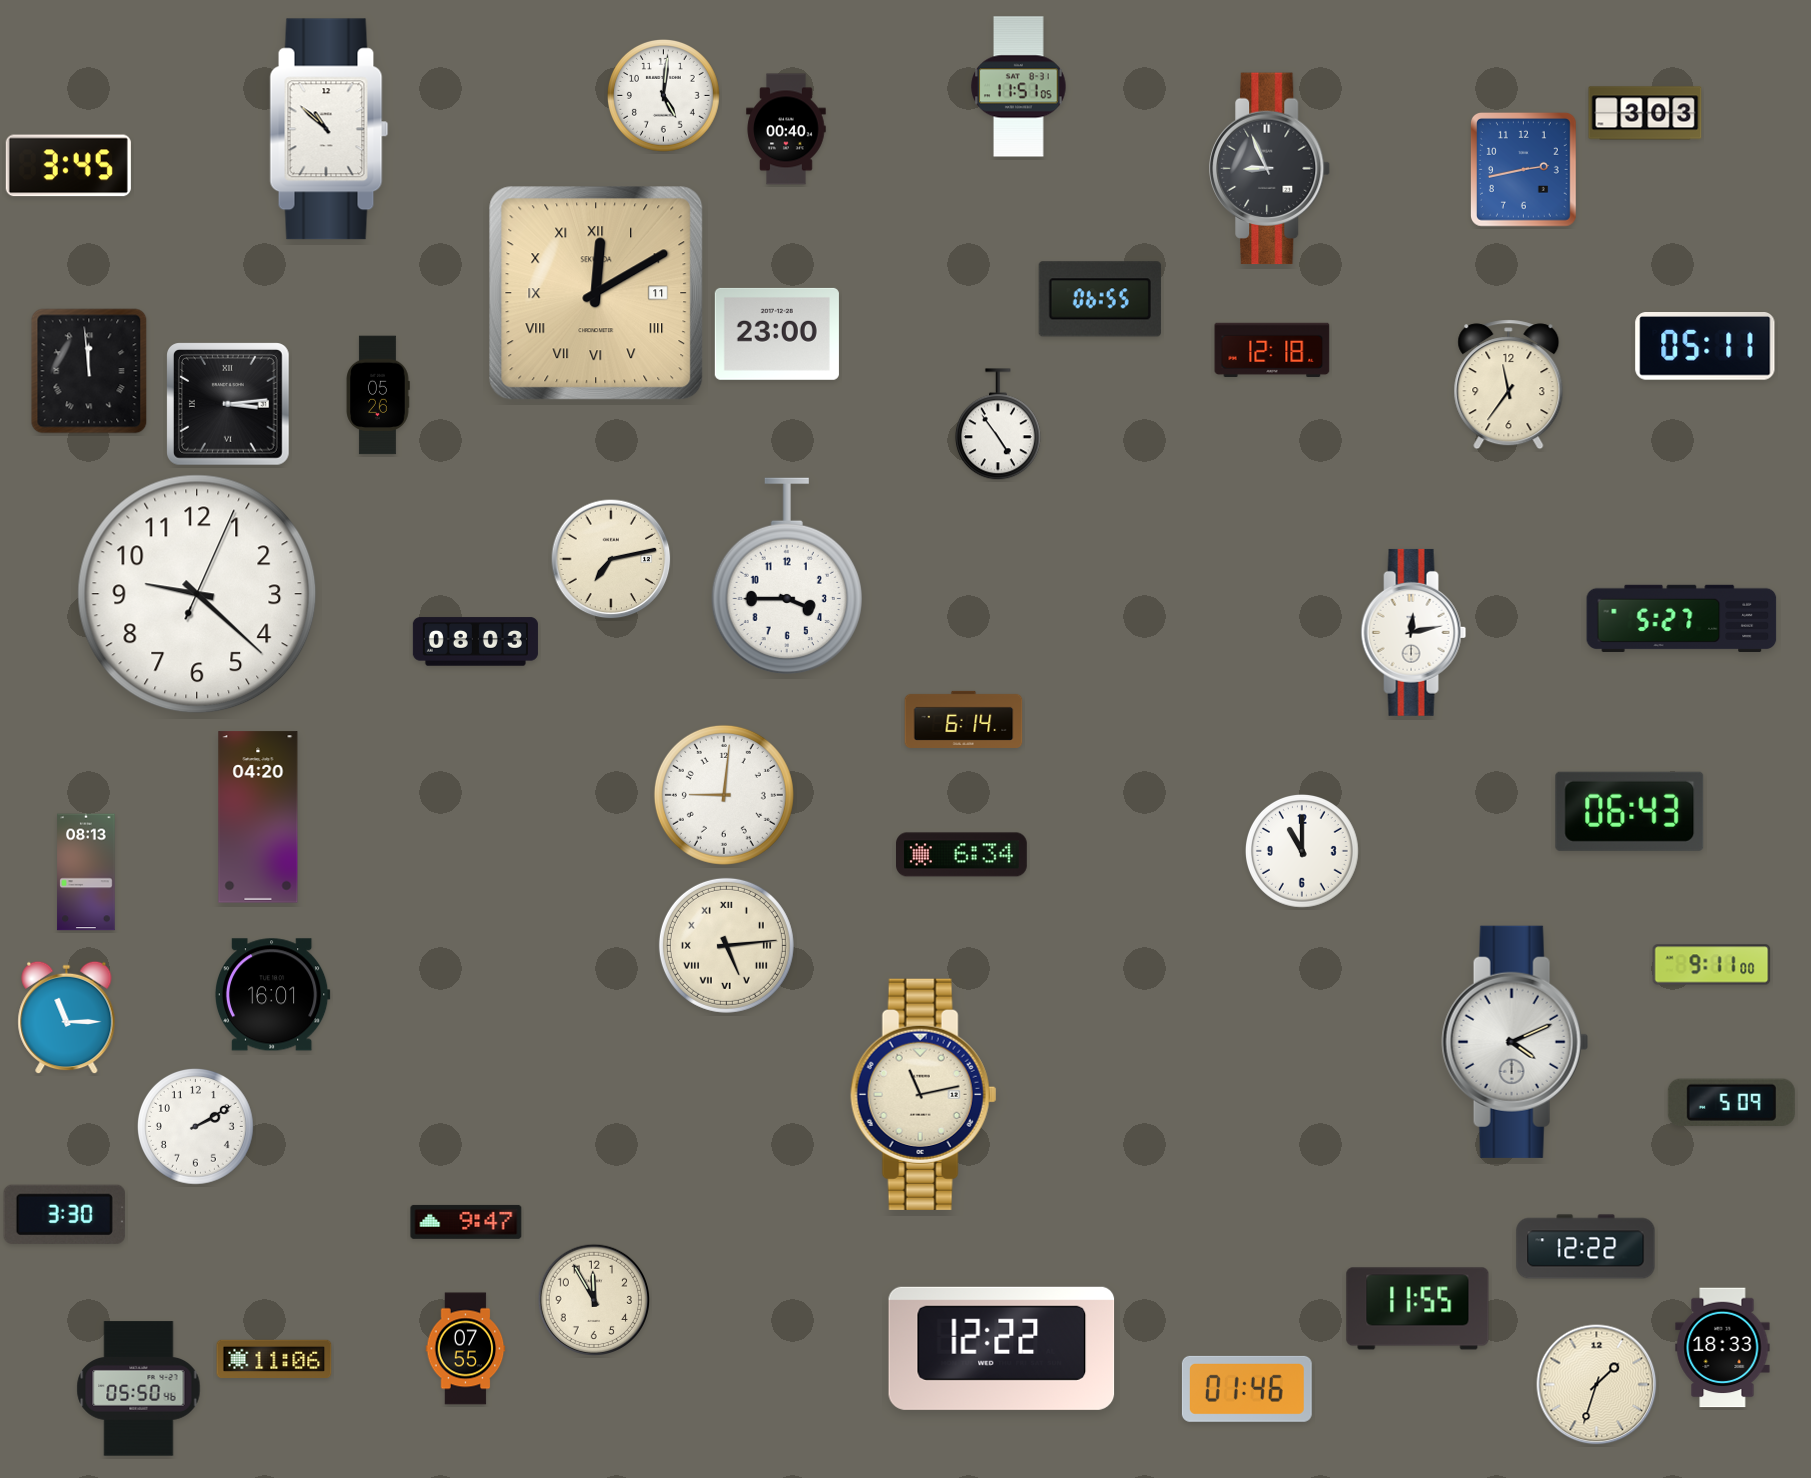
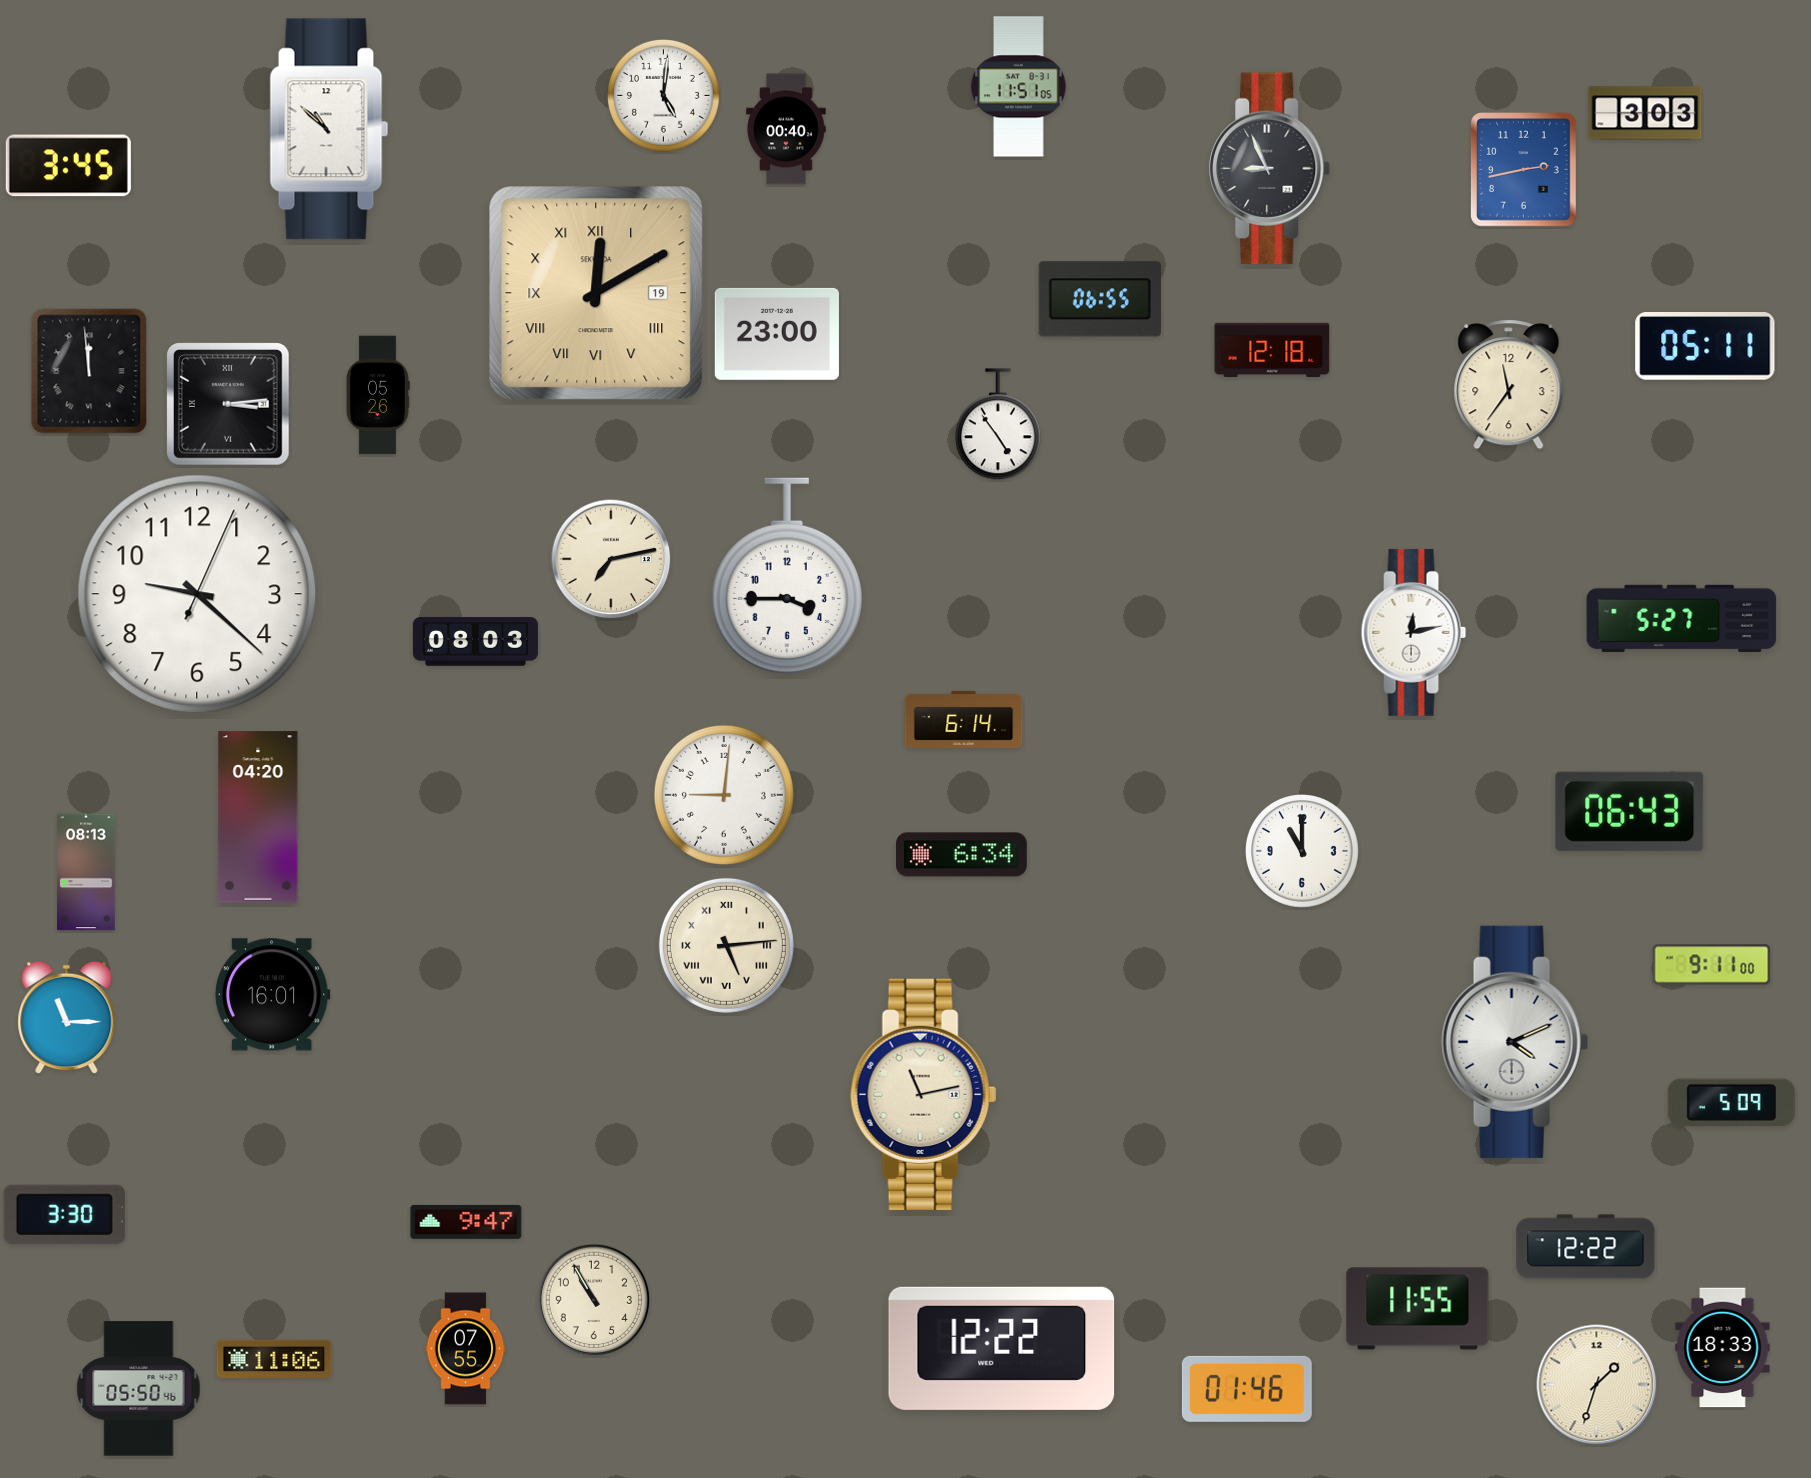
clock at (596, 293) date: 11 -> 19
clock at (195, 1126): 2:10 -> none
clock at (593, 1299): 11:55 -> 10:55
